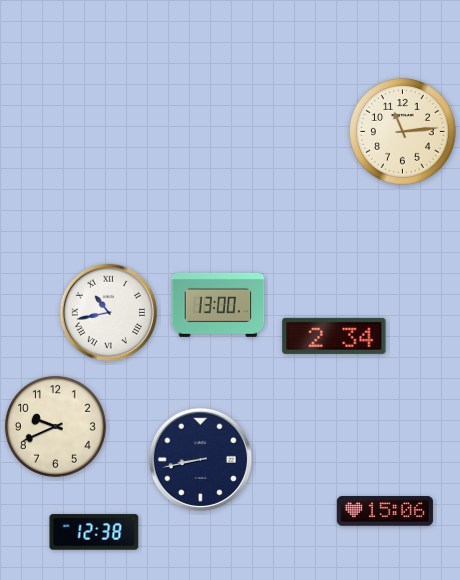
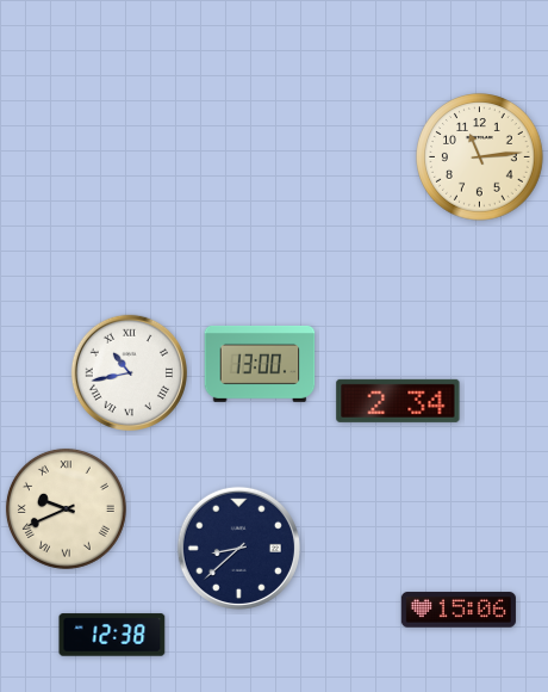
clock at (55, 426) numerals: Arabic -> Roman
clock at (200, 459): 8:43 -> 8:38
